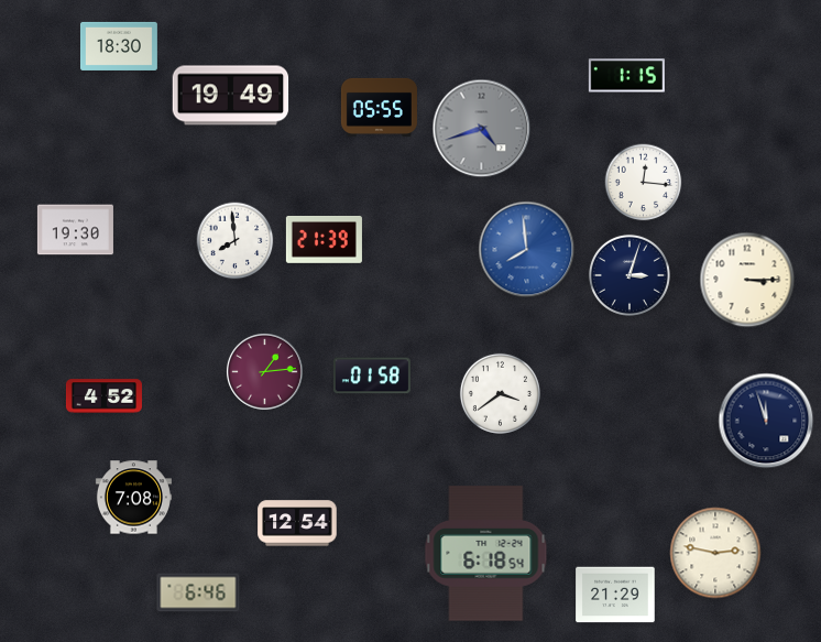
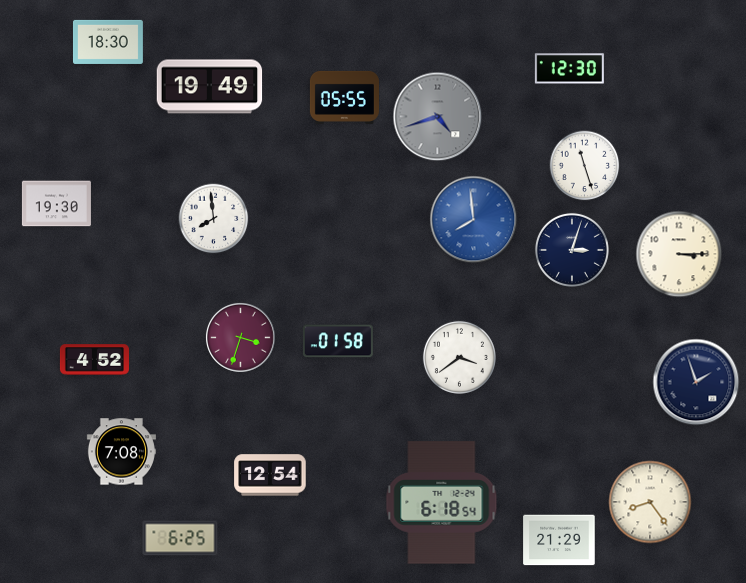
clock at (626, 76): 1:15 -> 12:30
clock at (644, 183): 12:16 -> 11:27
clock at (75, 230) position: (75, 230) -> (56, 204)
clock at (324, 240): 21:39 -> none
clock at (527, 250) position: (527, 250) -> (474, 220)
clock at (264, 371): 1:14 -> 3:33
clock at (500, 393) position: (500, 393) -> (459, 357)
clock at (766, 421): 11:57 -> 1:57
clock at (715, 553): 2:47 -> 8:24
clock at (198, 592): 6:46 -> 6:25
